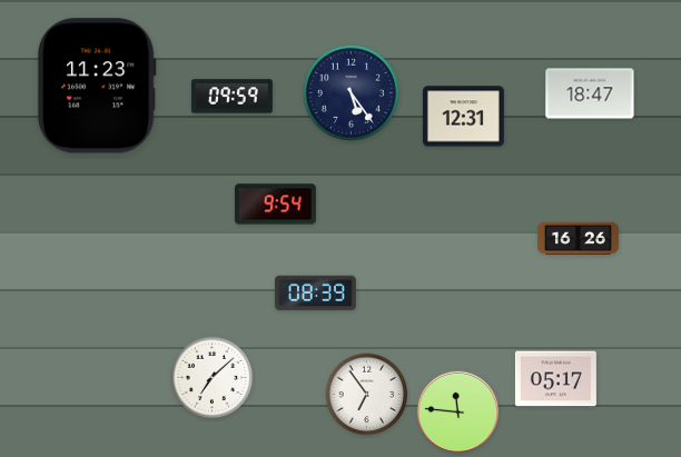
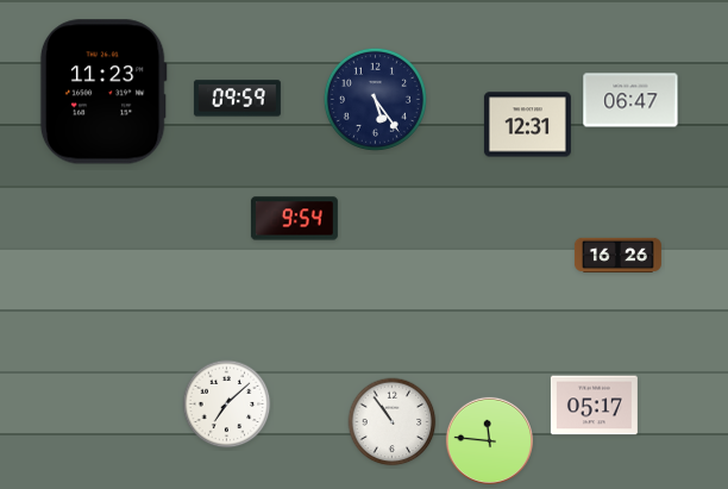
clock at (590, 93): 18:47 -> 06:47
clock at (231, 97) position: (231, 97) -> (237, 99)
clock at (463, 117) position: (463, 117) -> (527, 125)
clock at (315, 294): 08:39 -> none
clock at (367, 395): 6:54 -> 10:54
